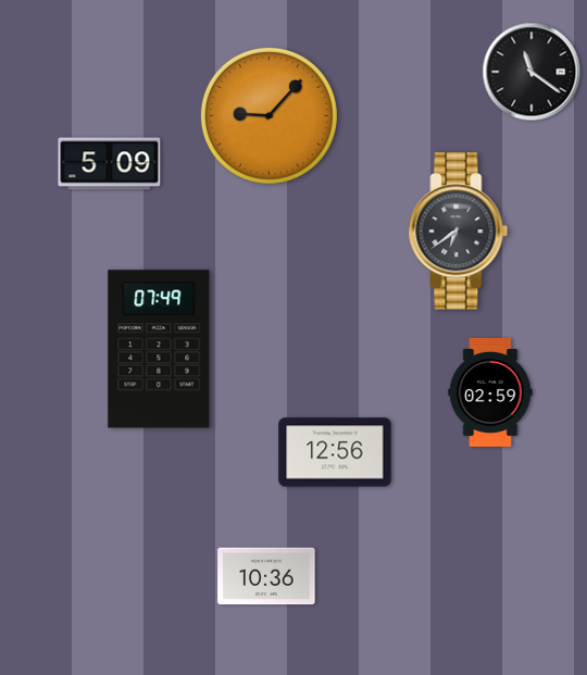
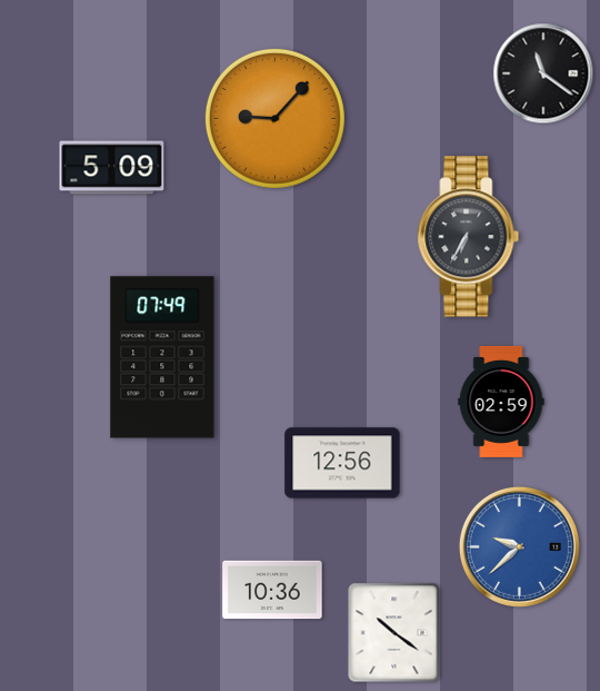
clock at (459, 232): 6:39 -> 6:35
clock at (519, 546): none -> 9:38
clock at (394, 633): none -> 10:21
